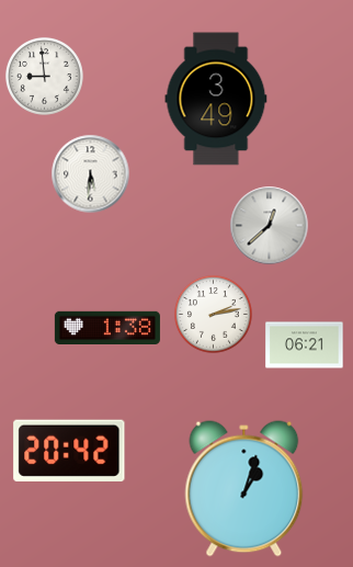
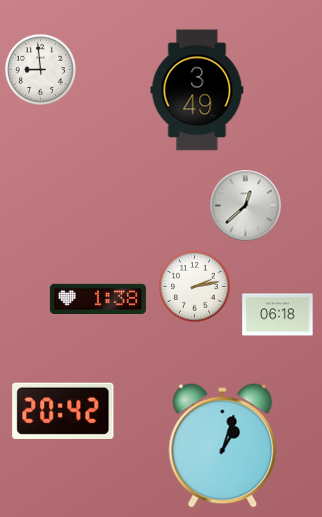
clock at (91, 174): 5:31 -> none
clock at (305, 345): 06:21 -> 06:18
